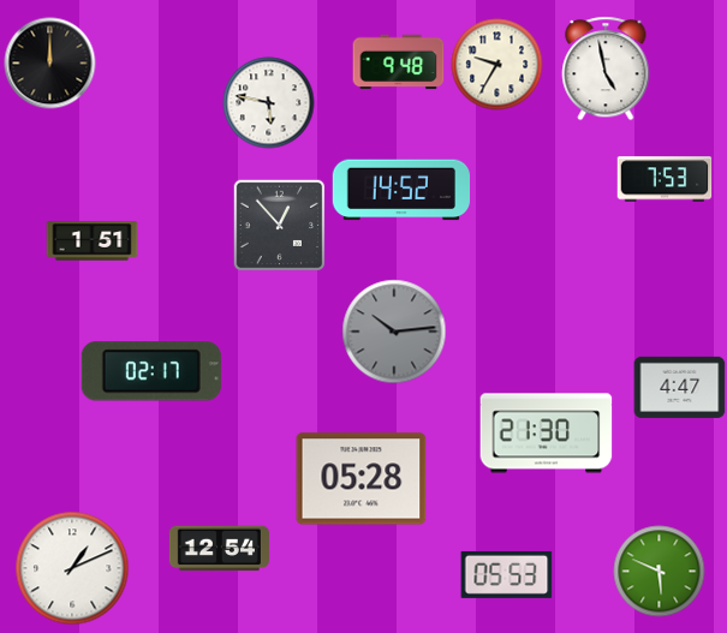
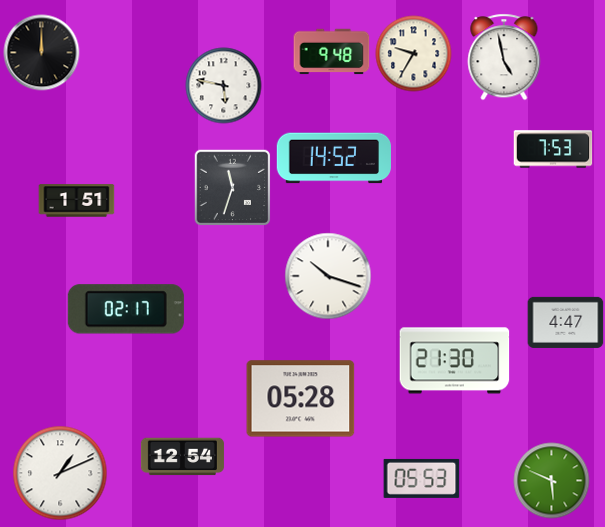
clock at (279, 225): 12:53 -> 11:33
clock at (394, 332): 10:14 -> 10:18
clock at (394, 332) dial: grey -> white
clock at (660, 572) position: (660, 572) -> (552, 481)
